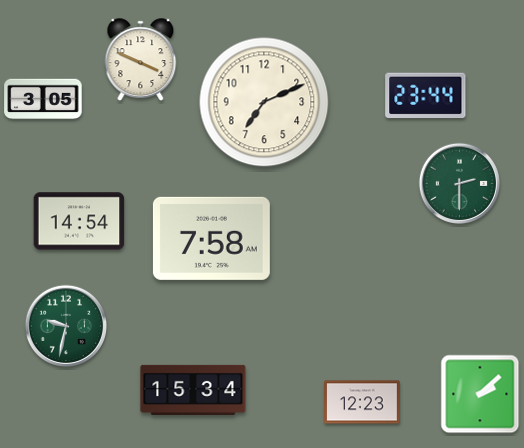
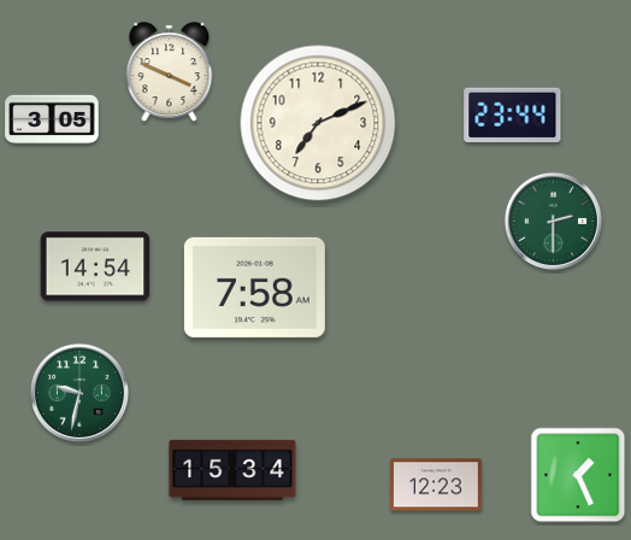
clock at (480, 394): 2:08 -> 1:26
